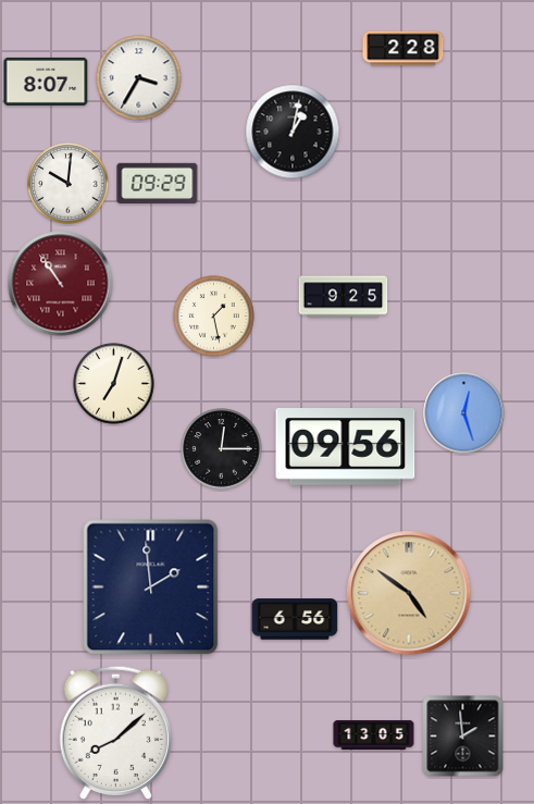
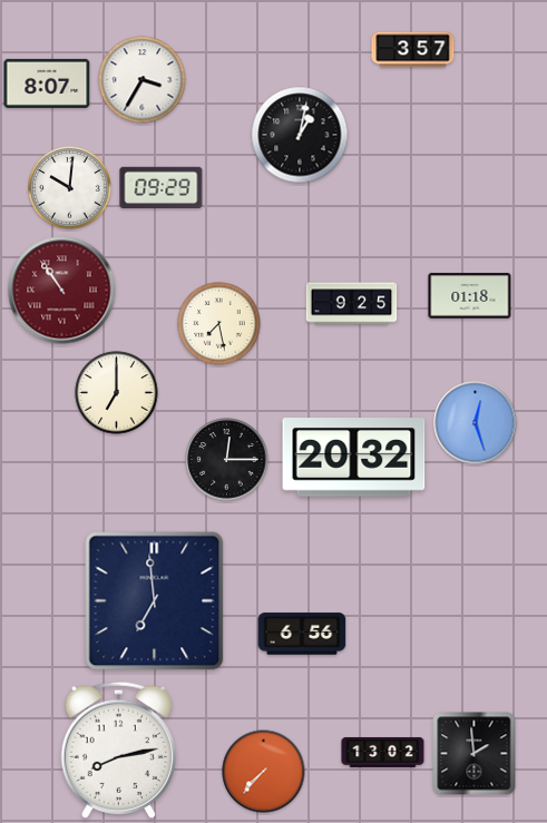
clock at (403, 49): 2:28 -> 3:57
clock at (470, 296): none -> 01:18
clock at (214, 317): 1:28 -> 7:28
clock at (114, 384): 7:03 -> 7:00
clock at (346, 447): 09:56 -> 20:32
clock at (151, 587): 1:59 -> 6:59
clock at (409, 593): 4:51 -> none
clock at (115, 732): 8:08 -> 8:13
clock at (374, 734): 13:05 -> 13:02
clock at (264, 772): none -> 7:37
